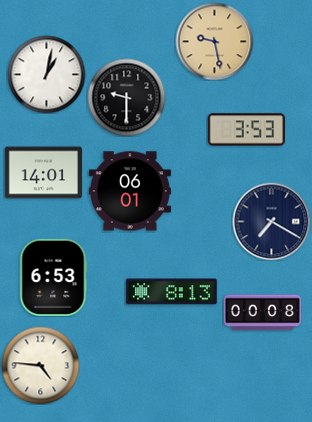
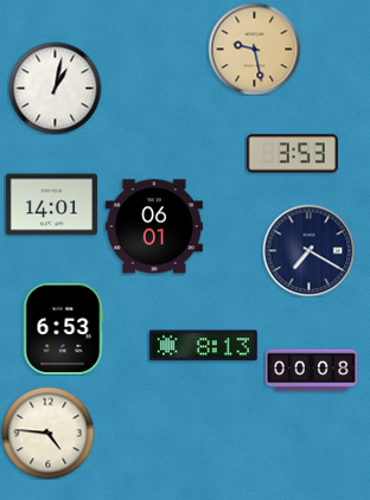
clock at (126, 97): 9:30 -> none
clock at (271, 221) position: (271, 221) -> (308, 250)
